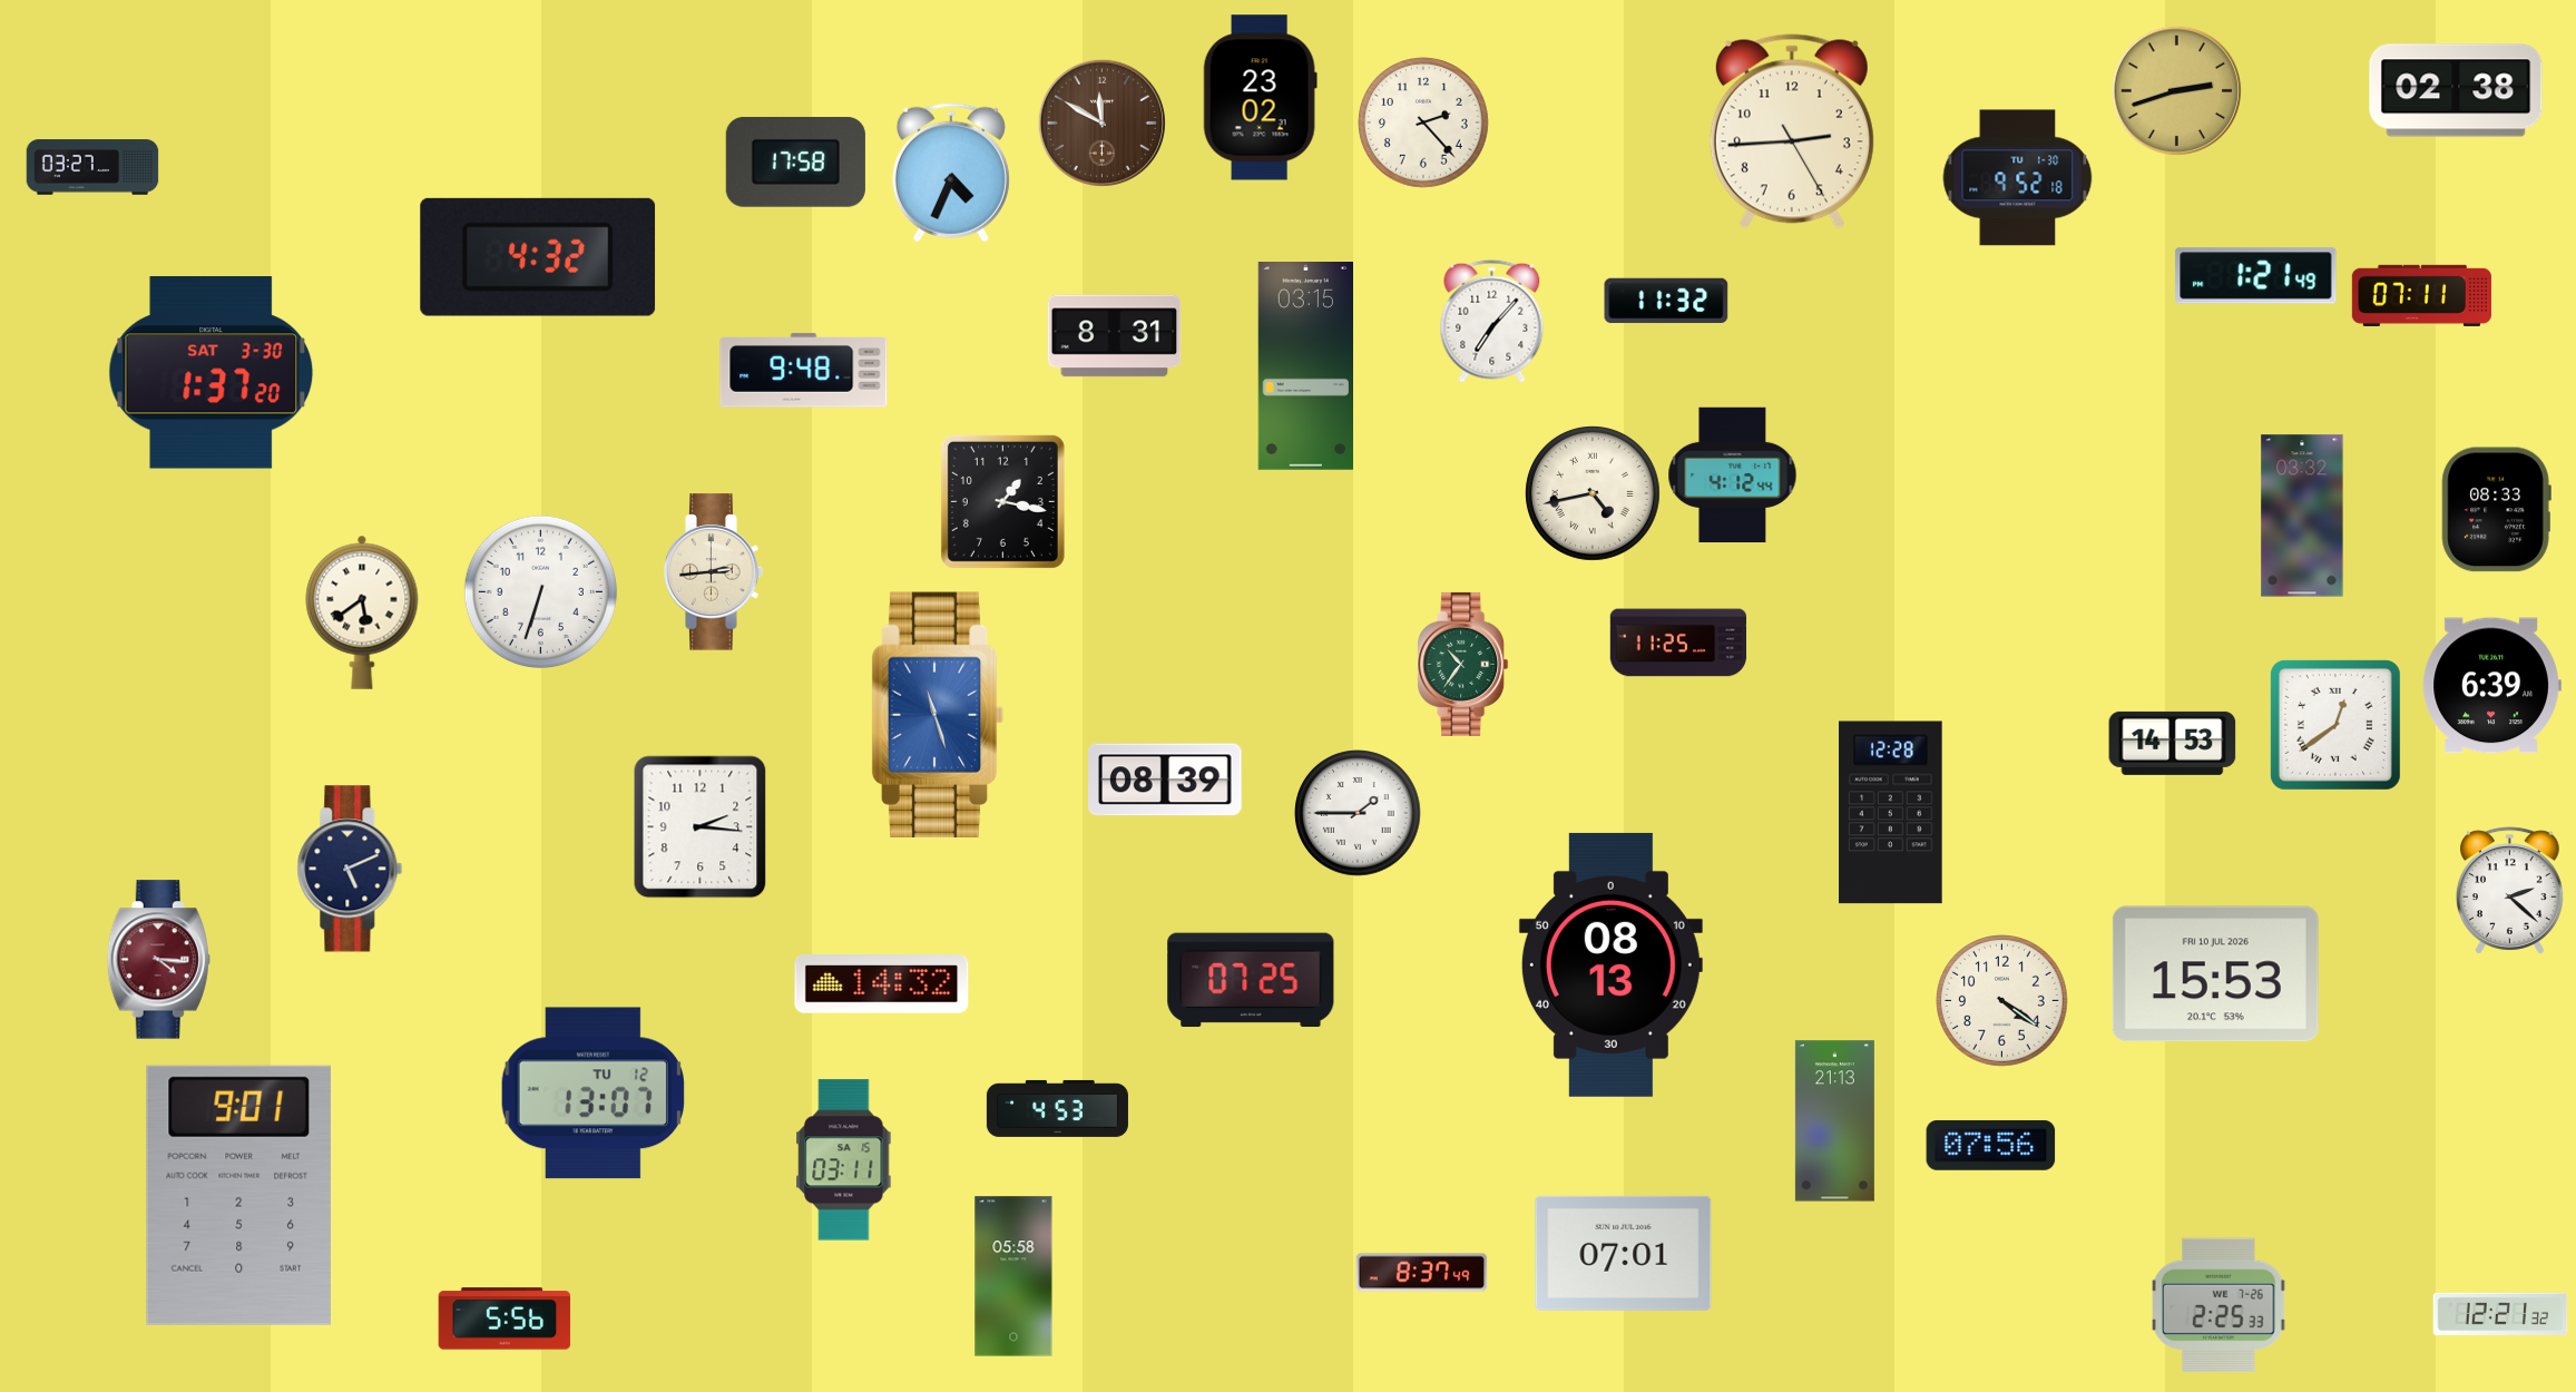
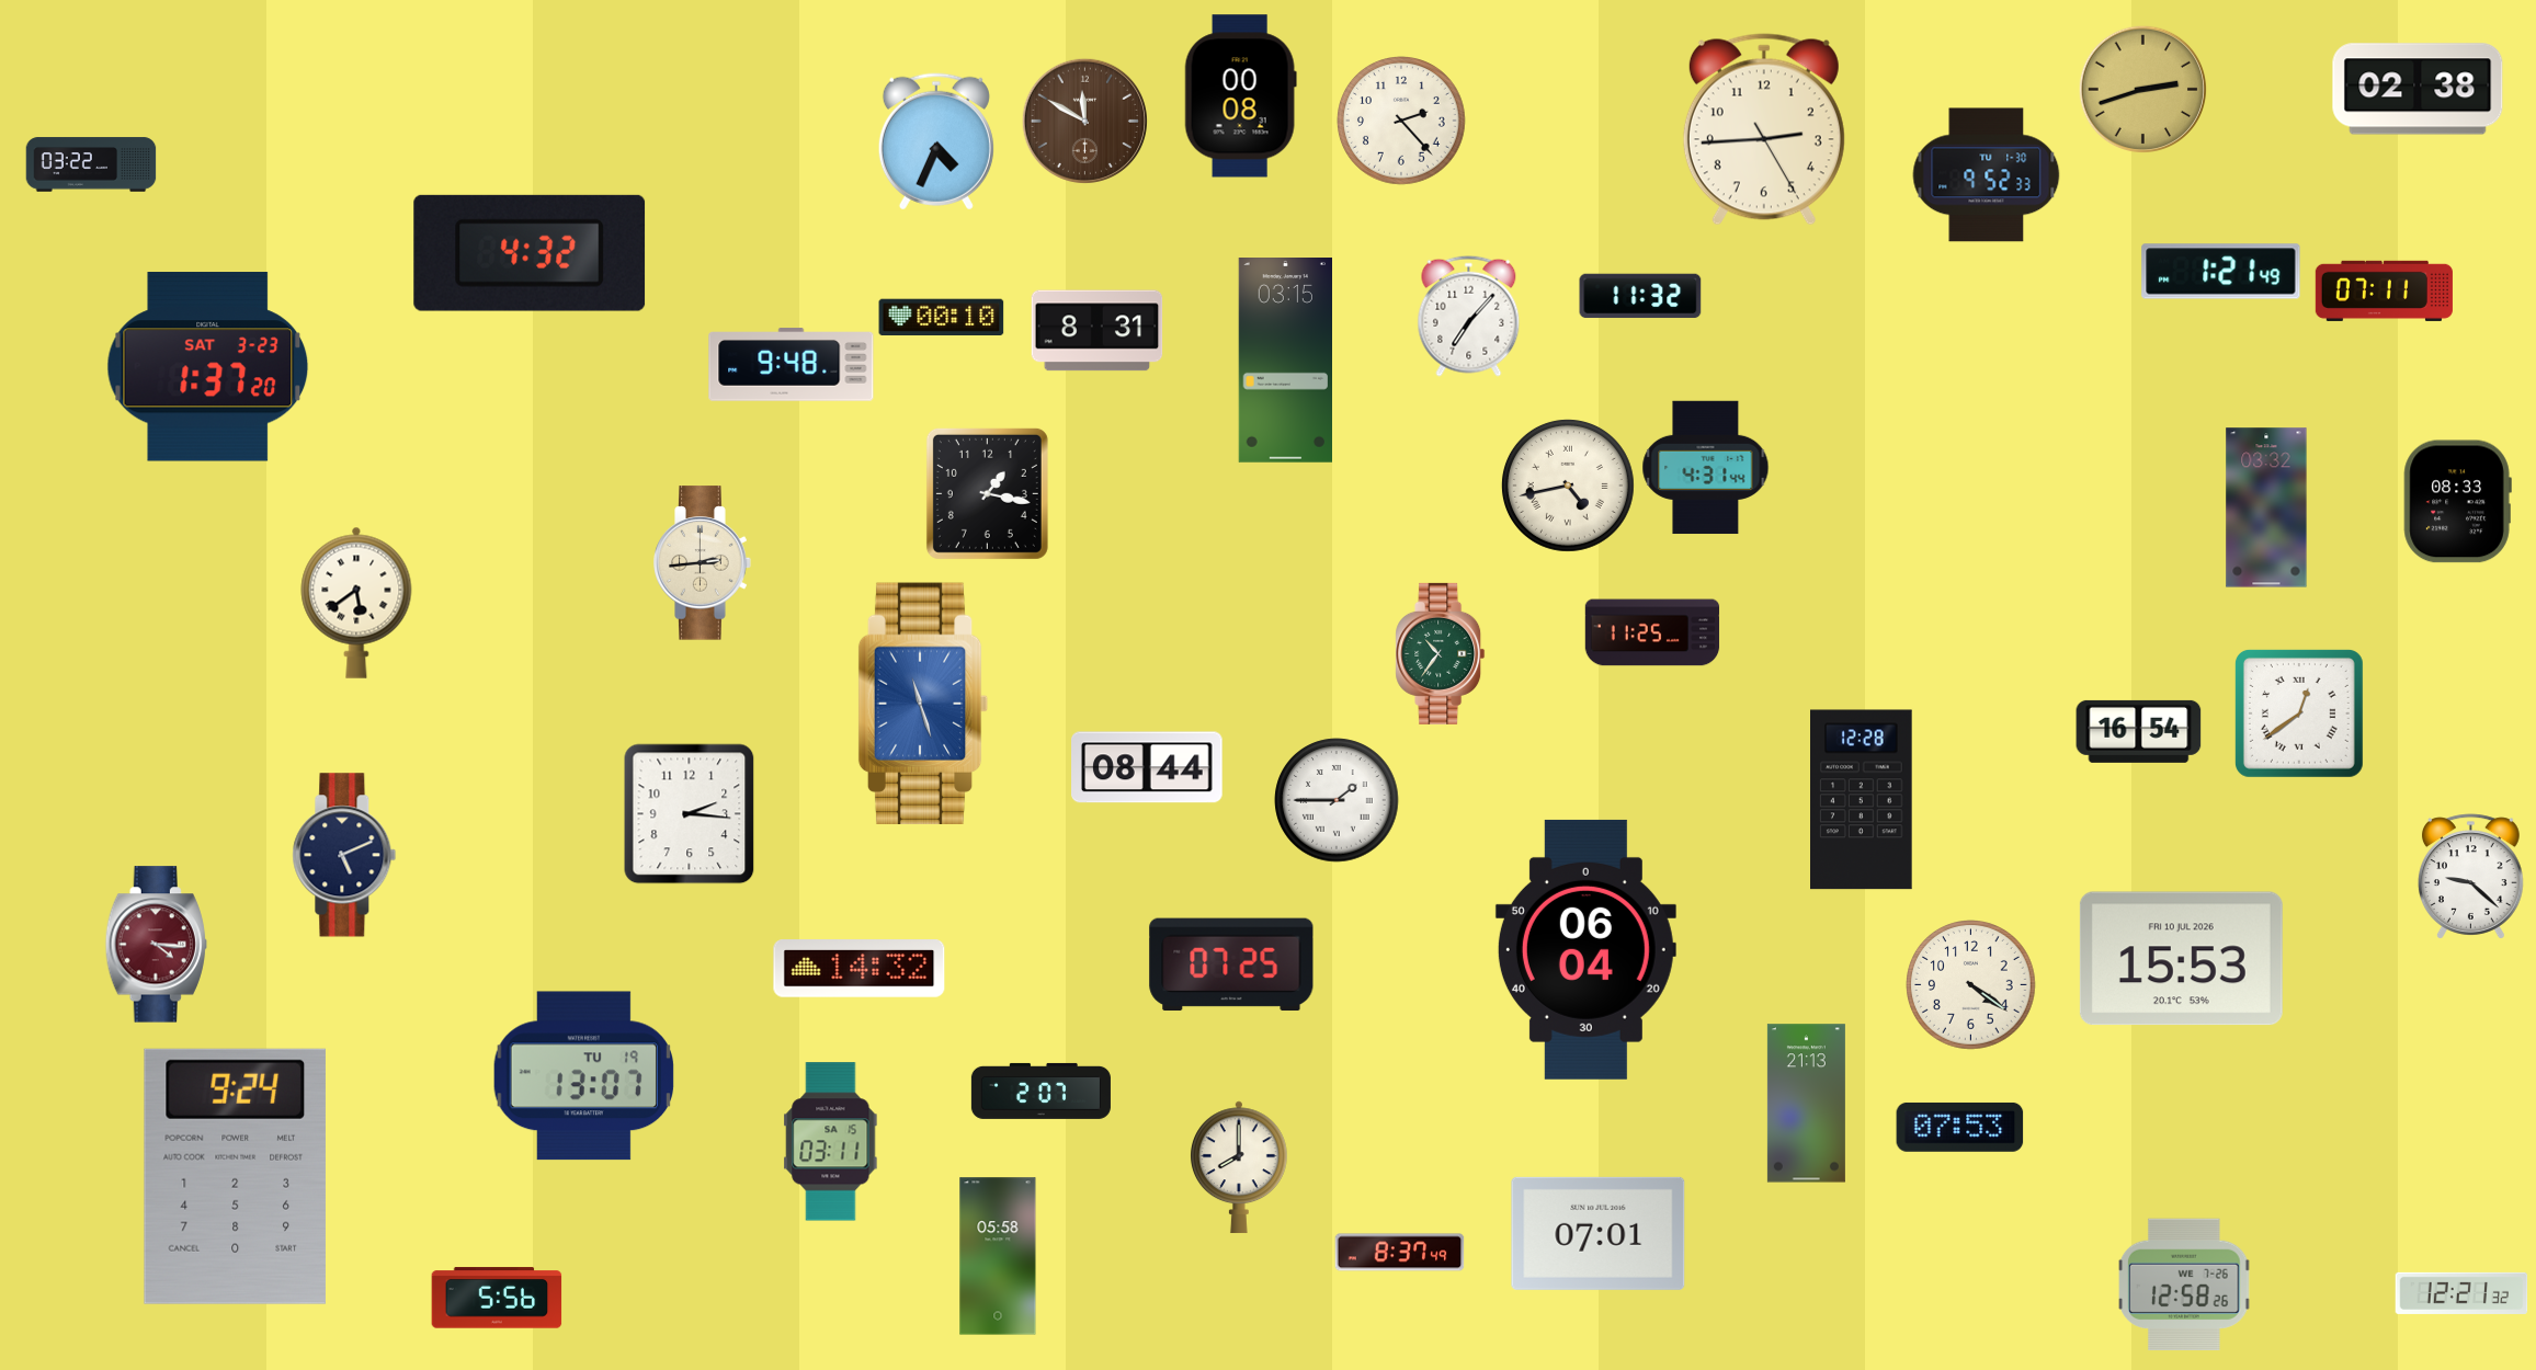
clock at (1260, 98): 23:02 -> 00:08
clock at (795, 161): 17:58 -> none
clock at (92, 167): 03:27 -> 03:22
clock at (951, 173) position: (951, 173) -> (936, 141)
clock at (2018, 178): 9:52:18 -> 9:52:33
clock at (942, 318): none -> 00:10
clock at (212, 373) date: SAT 3-30 -> SAT 3-23
clock at (1733, 476): 4:12 -> 4:31
clock at (540, 591): 6:33 -> none
clock at (2491, 686): 6:39 -> none
clock at (2173, 743): 14:53 -> 16:54
clock at (1165, 780): 08:39 -> 08:44
clock at (2509, 891): 2:22 -> 9:22
clock at (1610, 964): 08:13 -> 06:04
clock at (882, 984) position: (882, 984) -> (860, 969)
clock at (592, 1094) date: TU 12 -> TU 19
clock at (1057, 1108): 4:53 -> 2:07
clock at (1991, 1145): 07:56 -> 07:53
clock at (1239, 1167): none -> 8:00
clock at (238, 1195): 9:01 -> 9:24
clock at (2219, 1304): 2:25 -> 12:58
